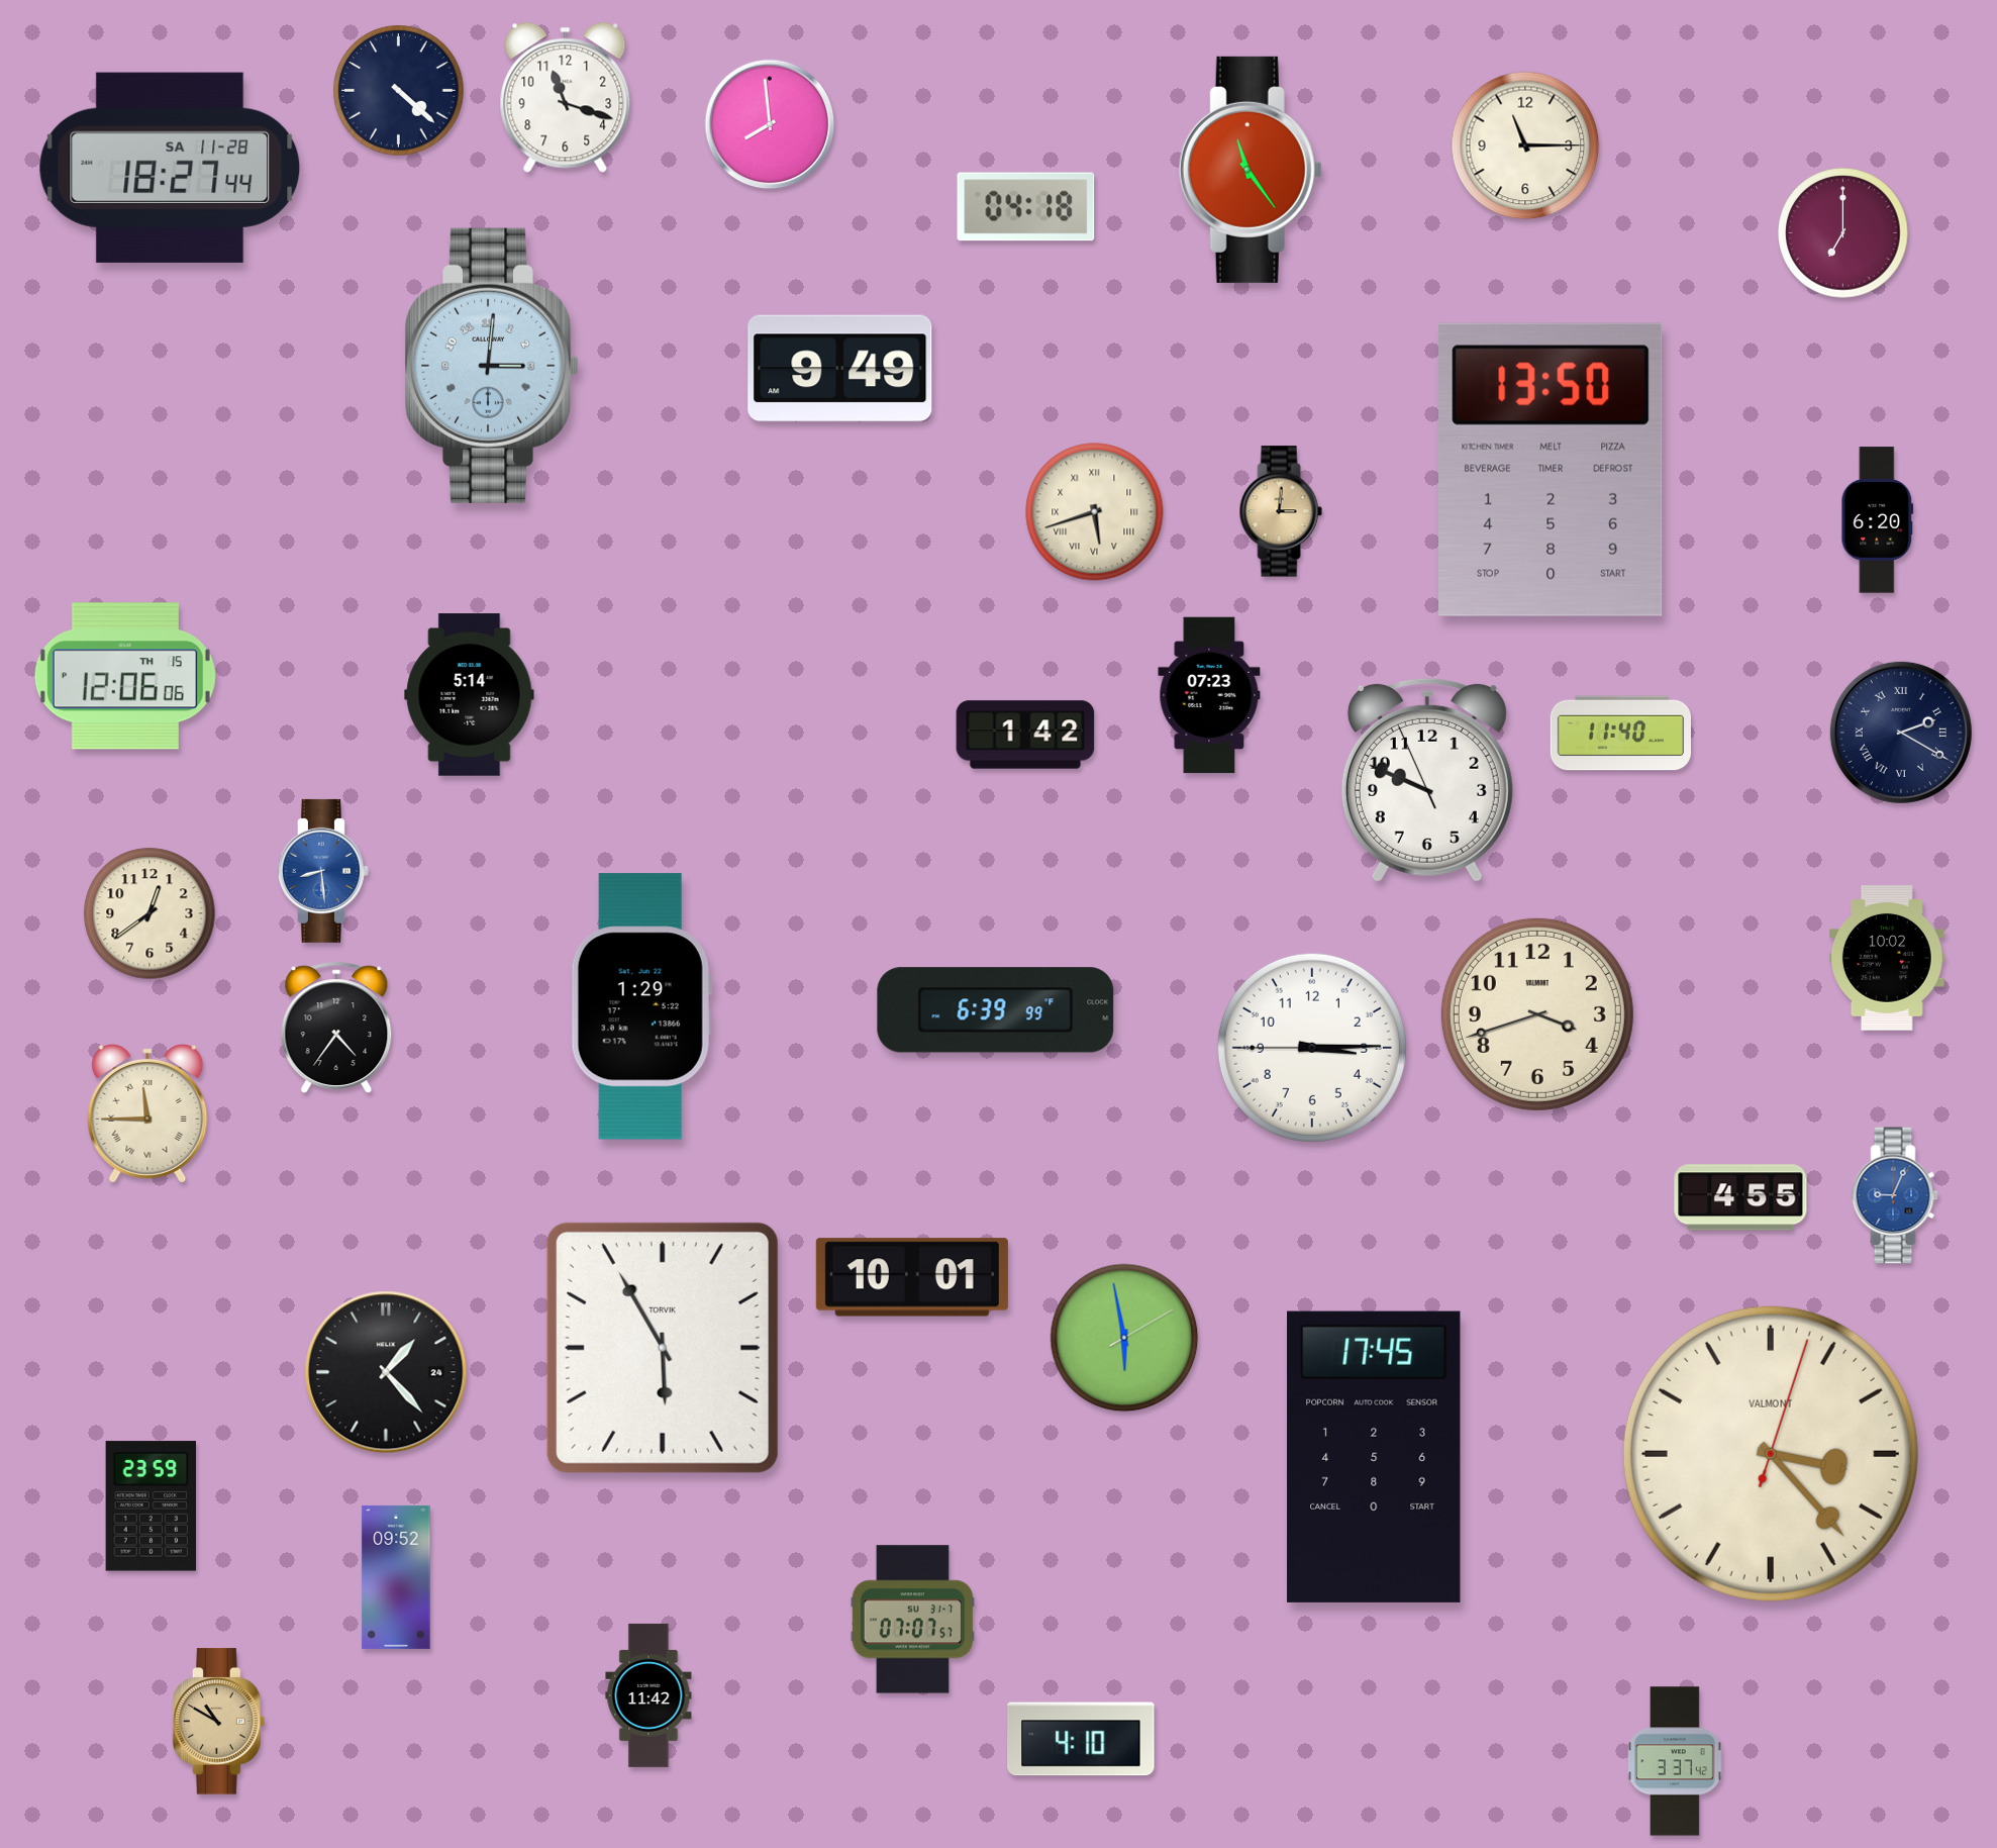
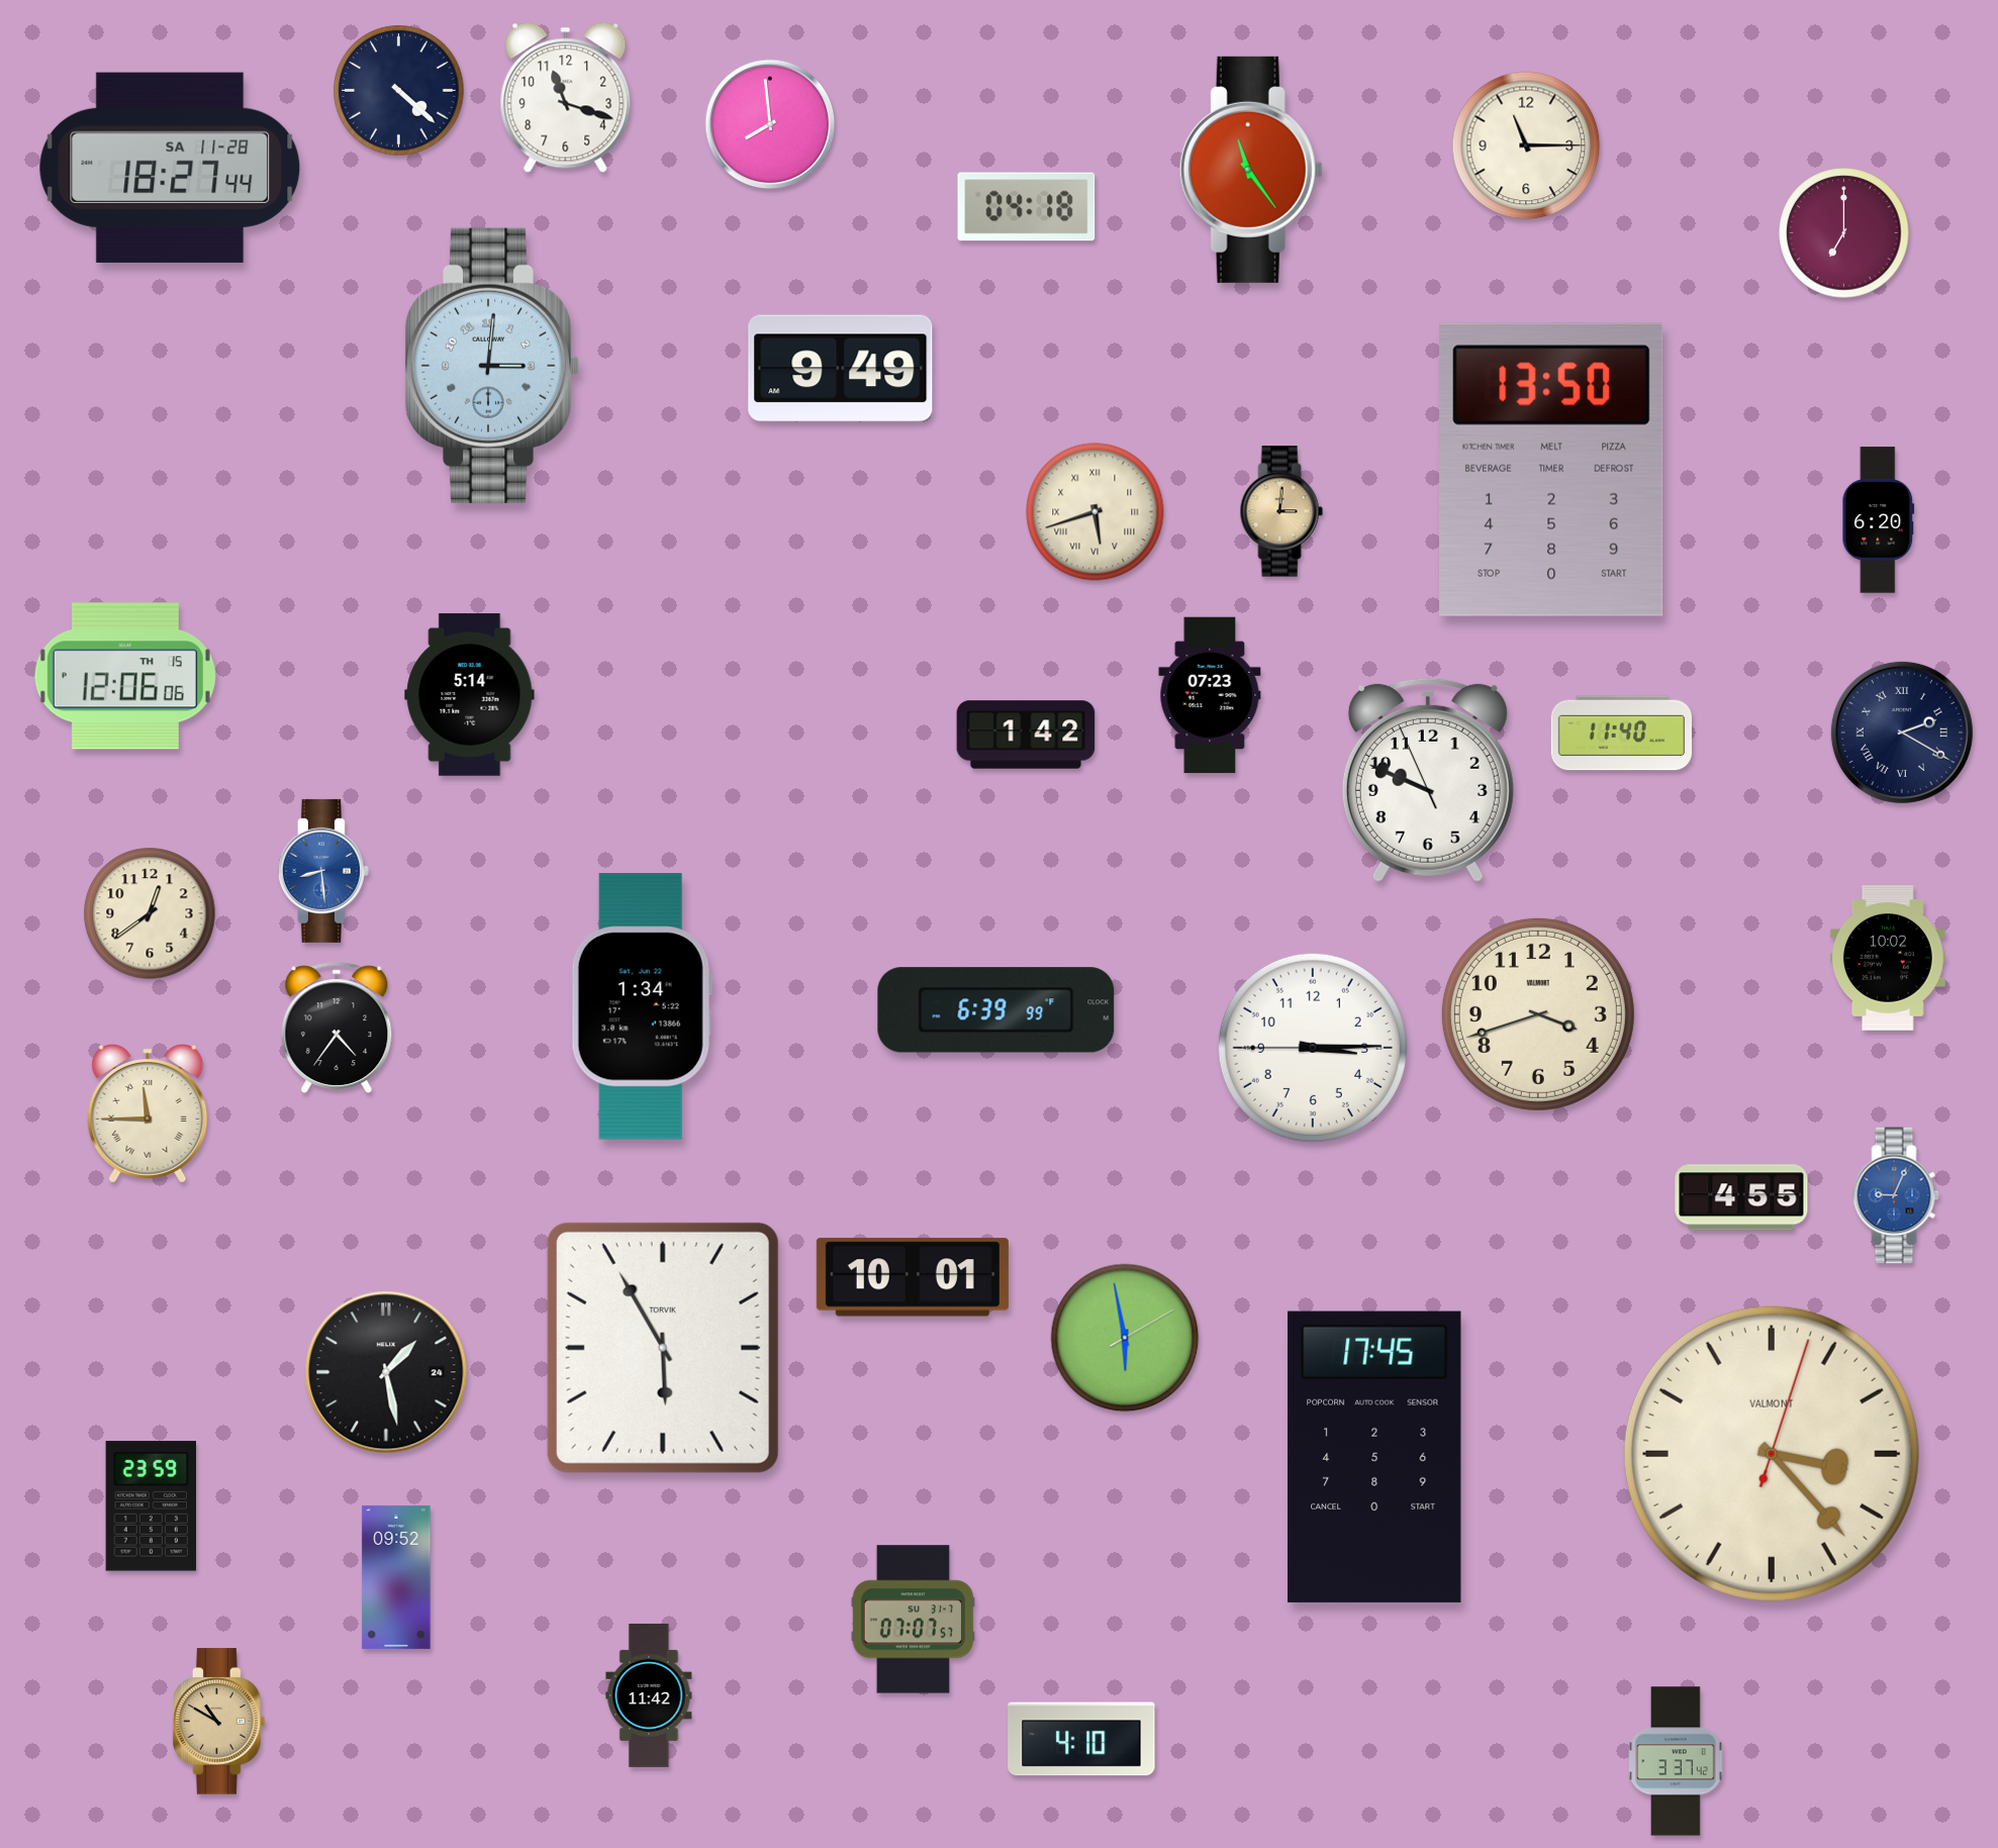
clock at (641, 1006): 1:29 -> 1:34
clock at (386, 1372): 1:23 -> 1:28
